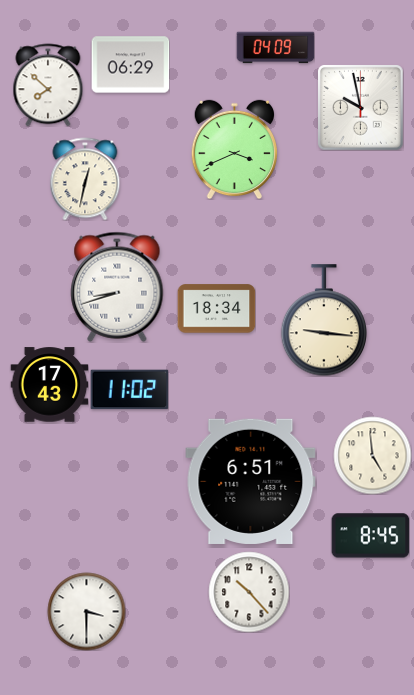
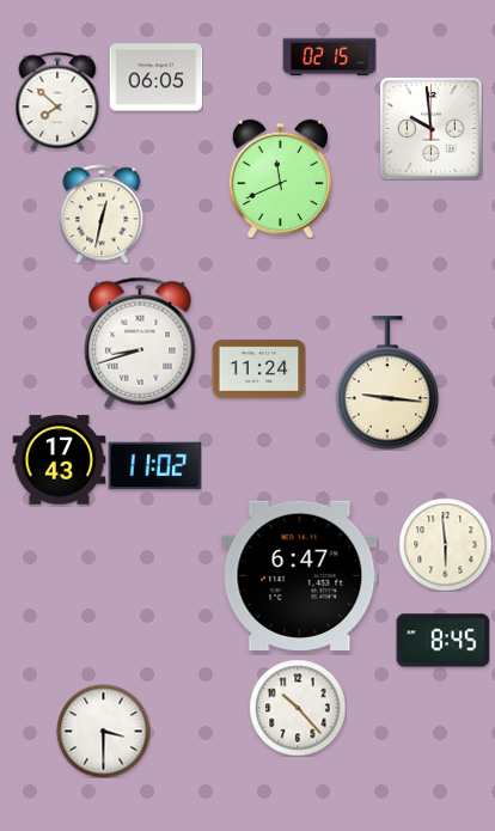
clock at (275, 48): 04:09 -> 02:15
clock at (130, 65): 06:29 -> 06:05
clock at (361, 108): 9:58 -> 9:59
clock at (234, 149): 3:41 -> 11:41
clock at (216, 309): 18:34 -> 11:24
clock at (372, 455): 4:59 -> 5:59
clock at (251, 481): 6:51 -> 6:47
